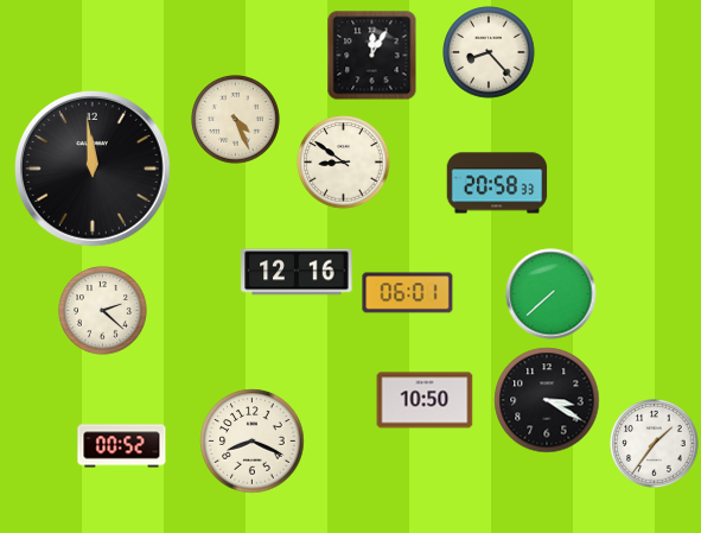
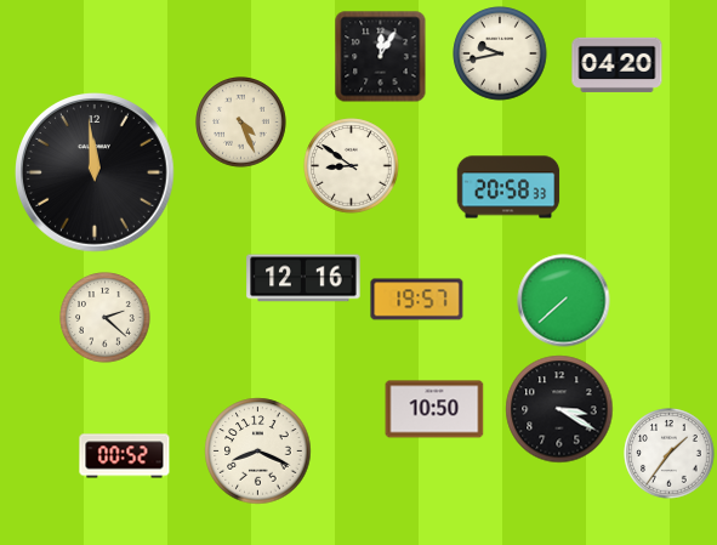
clock at (489, 52): 8:23 -> 9:43
clock at (618, 64): none -> 04:20
clock at (408, 293): 06:01 -> 19:57
